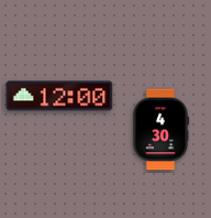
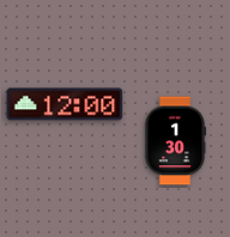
clock at (160, 130): 4:30 -> 1:30
